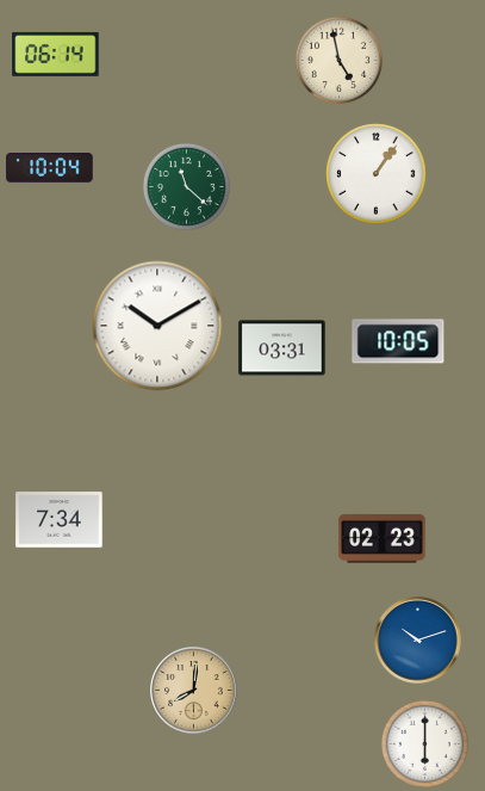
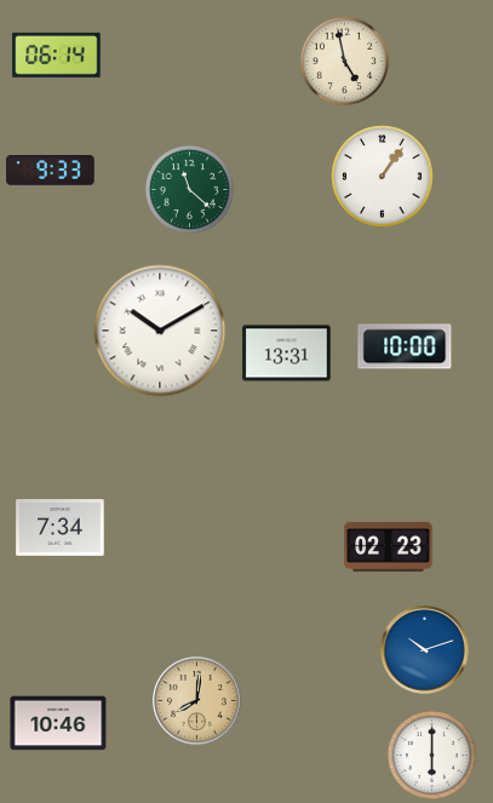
clock at (50, 168): 10:04 -> 9:33
clock at (398, 341): 10:05 -> 10:00
clock at (282, 348): 03:31 -> 13:31
clock at (58, 723): none -> 10:46
